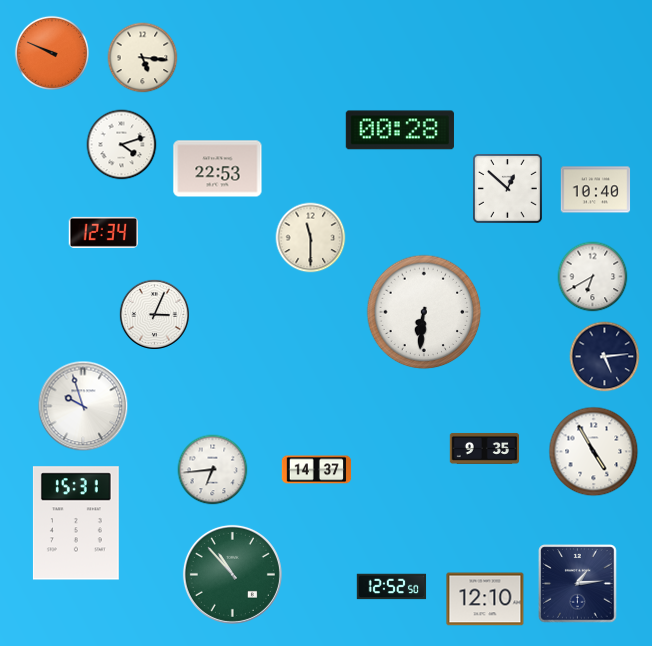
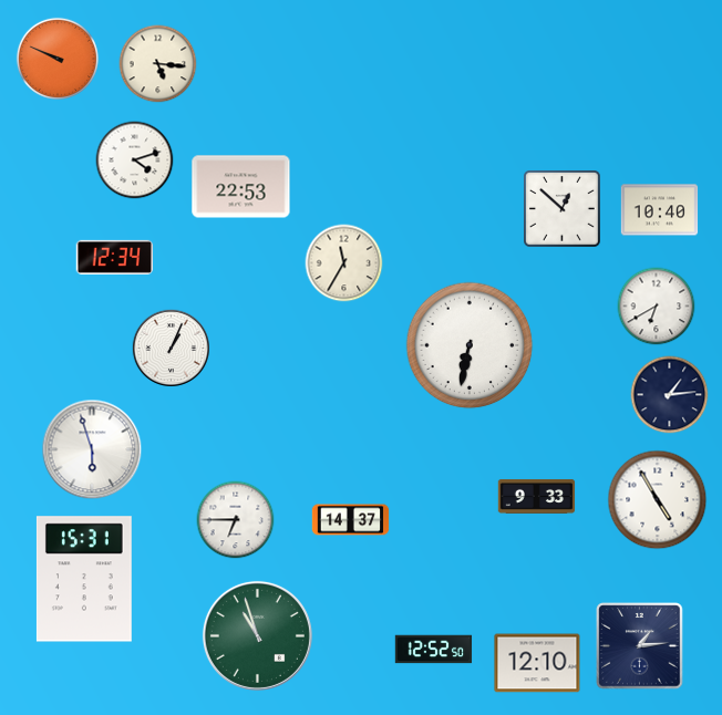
clock at (400, 130): 00:28 -> none
clock at (311, 238): 11:30 -> 11:35
clock at (424, 312): 6:31 -> 6:32
clock at (154, 314): 3:04 -> 1:04
clock at (605, 357): 5:14 -> 1:14
clock at (83, 406): 9:57 -> 5:57
clock at (485, 448): 9:35 -> 9:33
clock at (213, 470): 6:44 -> 6:45
clock at (232, 574): 10:53 -> 10:57
